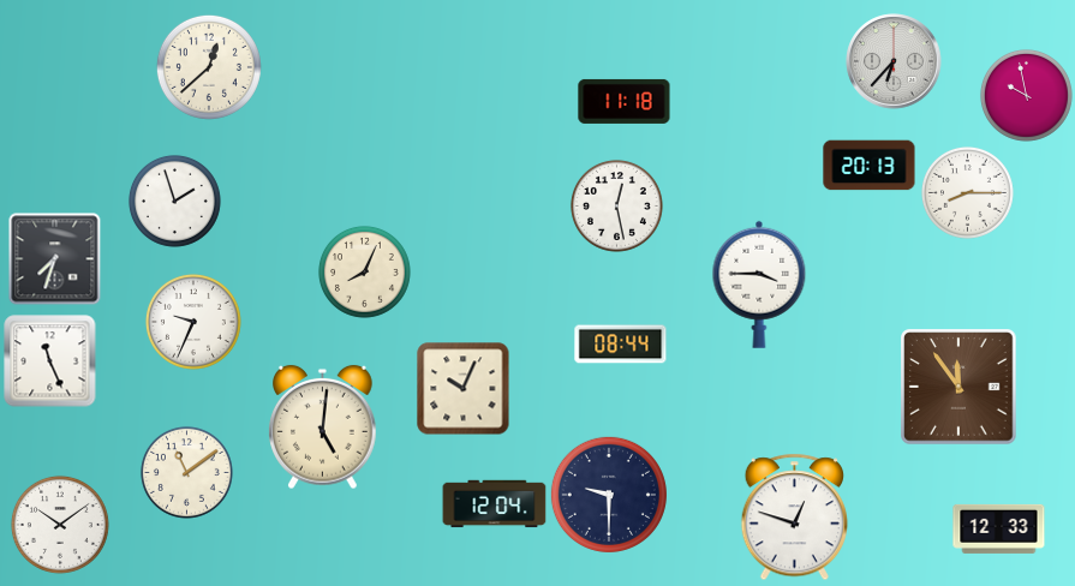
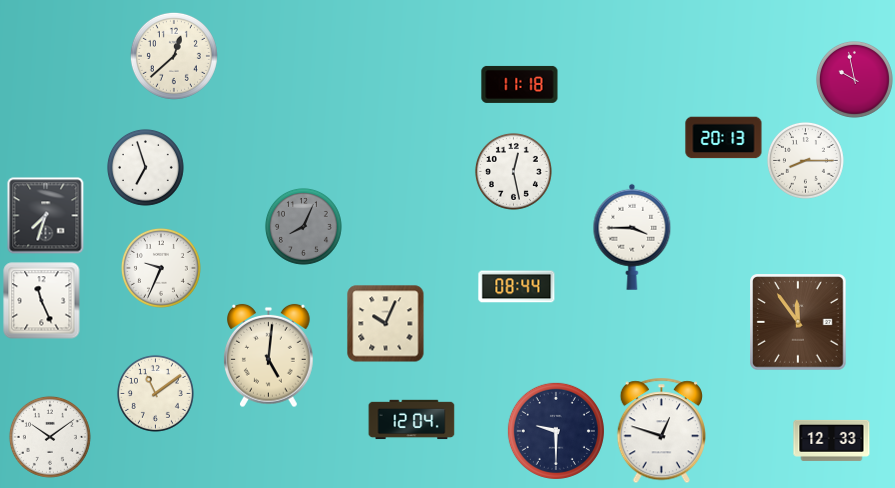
clock at (894, 61): 6:37 -> none
clock at (174, 201): 1:57 -> 6:57
clock at (364, 271) dial: cream -> grey
clock at (609, 495) position: (609, 495) -> (556, 431)
